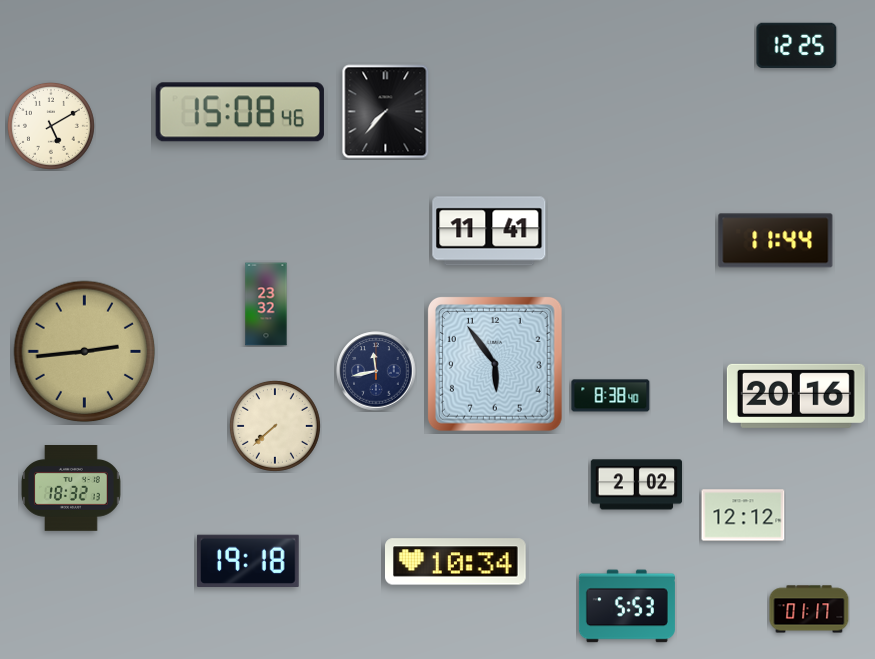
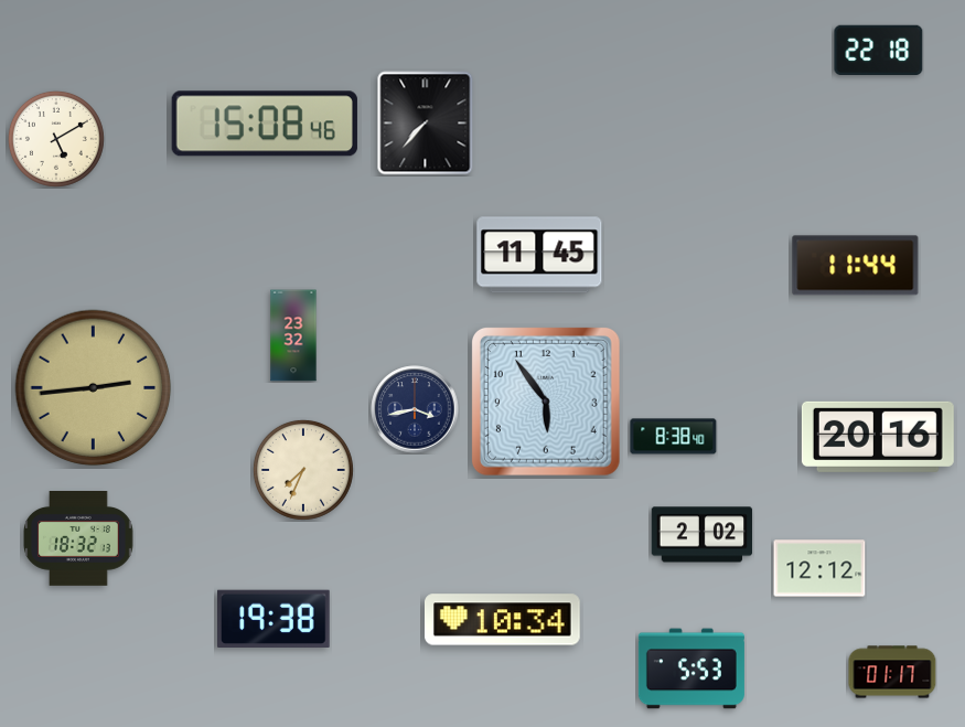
clock at (797, 45): 12:25 -> 22:18
clock at (489, 231): 11:41 -> 11:45
clock at (376, 371): 11:43 -> 3:43
clock at (275, 426): 7:38 -> 7:34
clock at (249, 561): 19:18 -> 19:38
